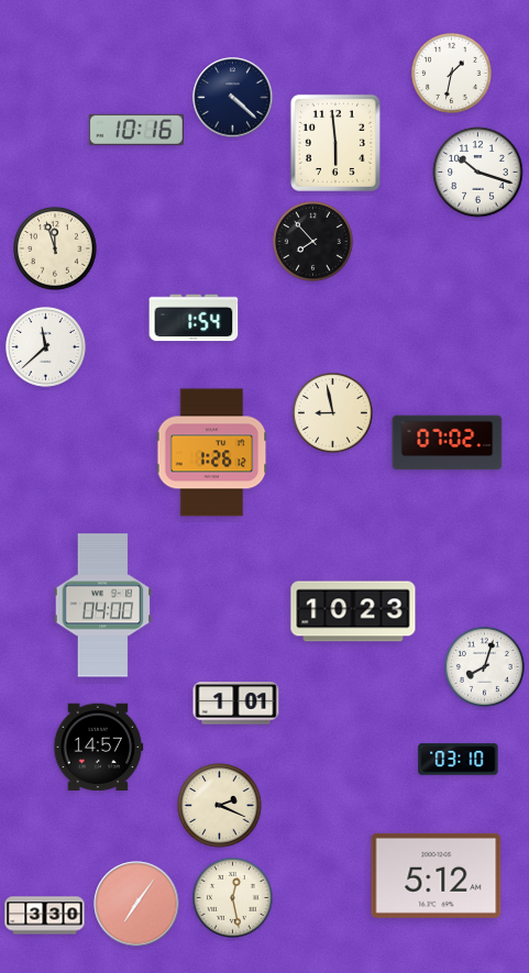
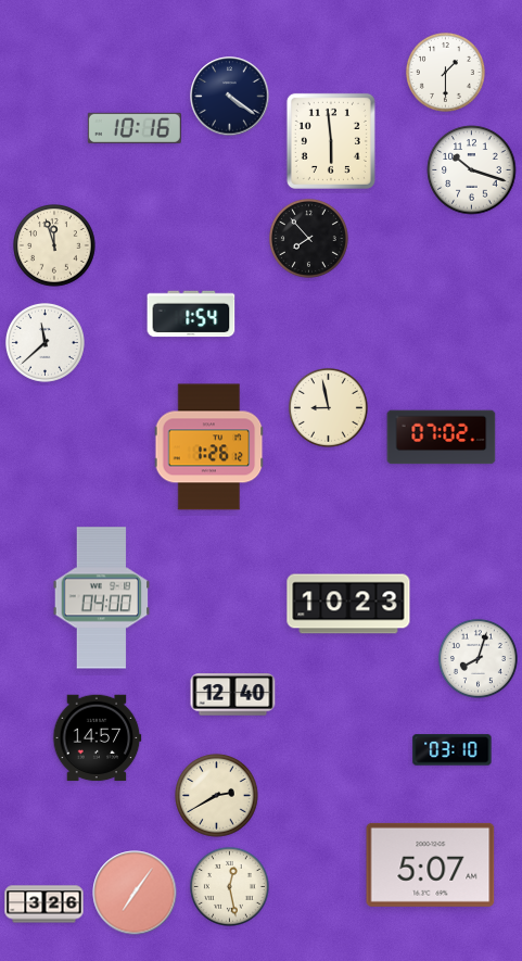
clock at (451, 73): 1:32 -> 1:30
clock at (233, 98): 4:22 -> 4:21
clock at (236, 704): 1:01 -> 12:40
clock at (220, 806): 2:19 -> 2:40
clock at (437, 875): 5:12 -> 5:07
clock at (45, 916): 3:30 -> 3:26
